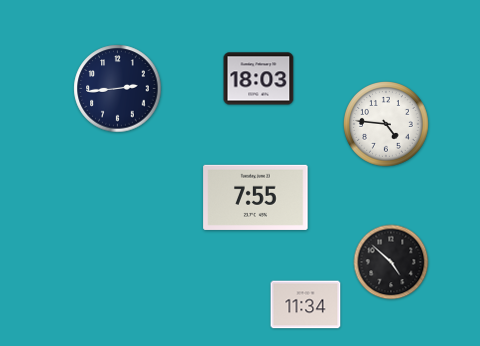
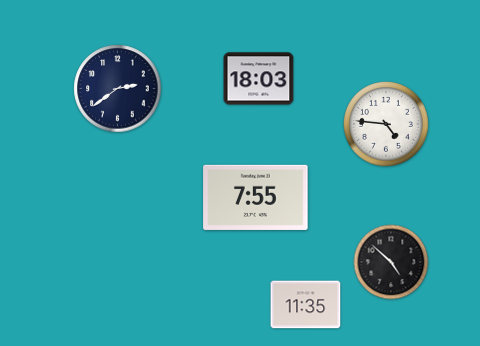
clock at (118, 89): 2:44 -> 2:39
clock at (306, 305): 11:34 -> 11:35
